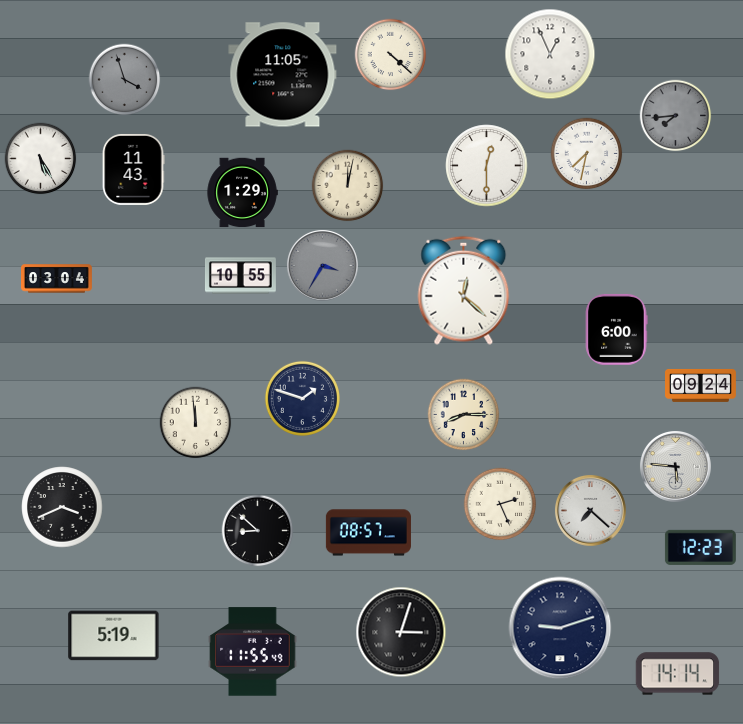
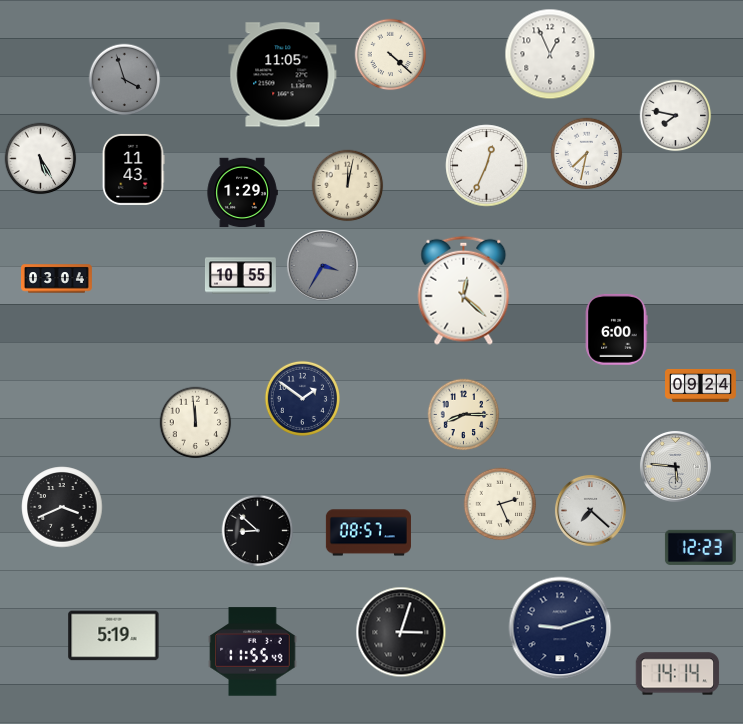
clock at (676, 116): 7:44 -> 7:47
clock at (676, 116) dial: grey -> white
clock at (487, 166): 12:30 -> 12:34
clock at (302, 398): 1:48 -> 1:51
